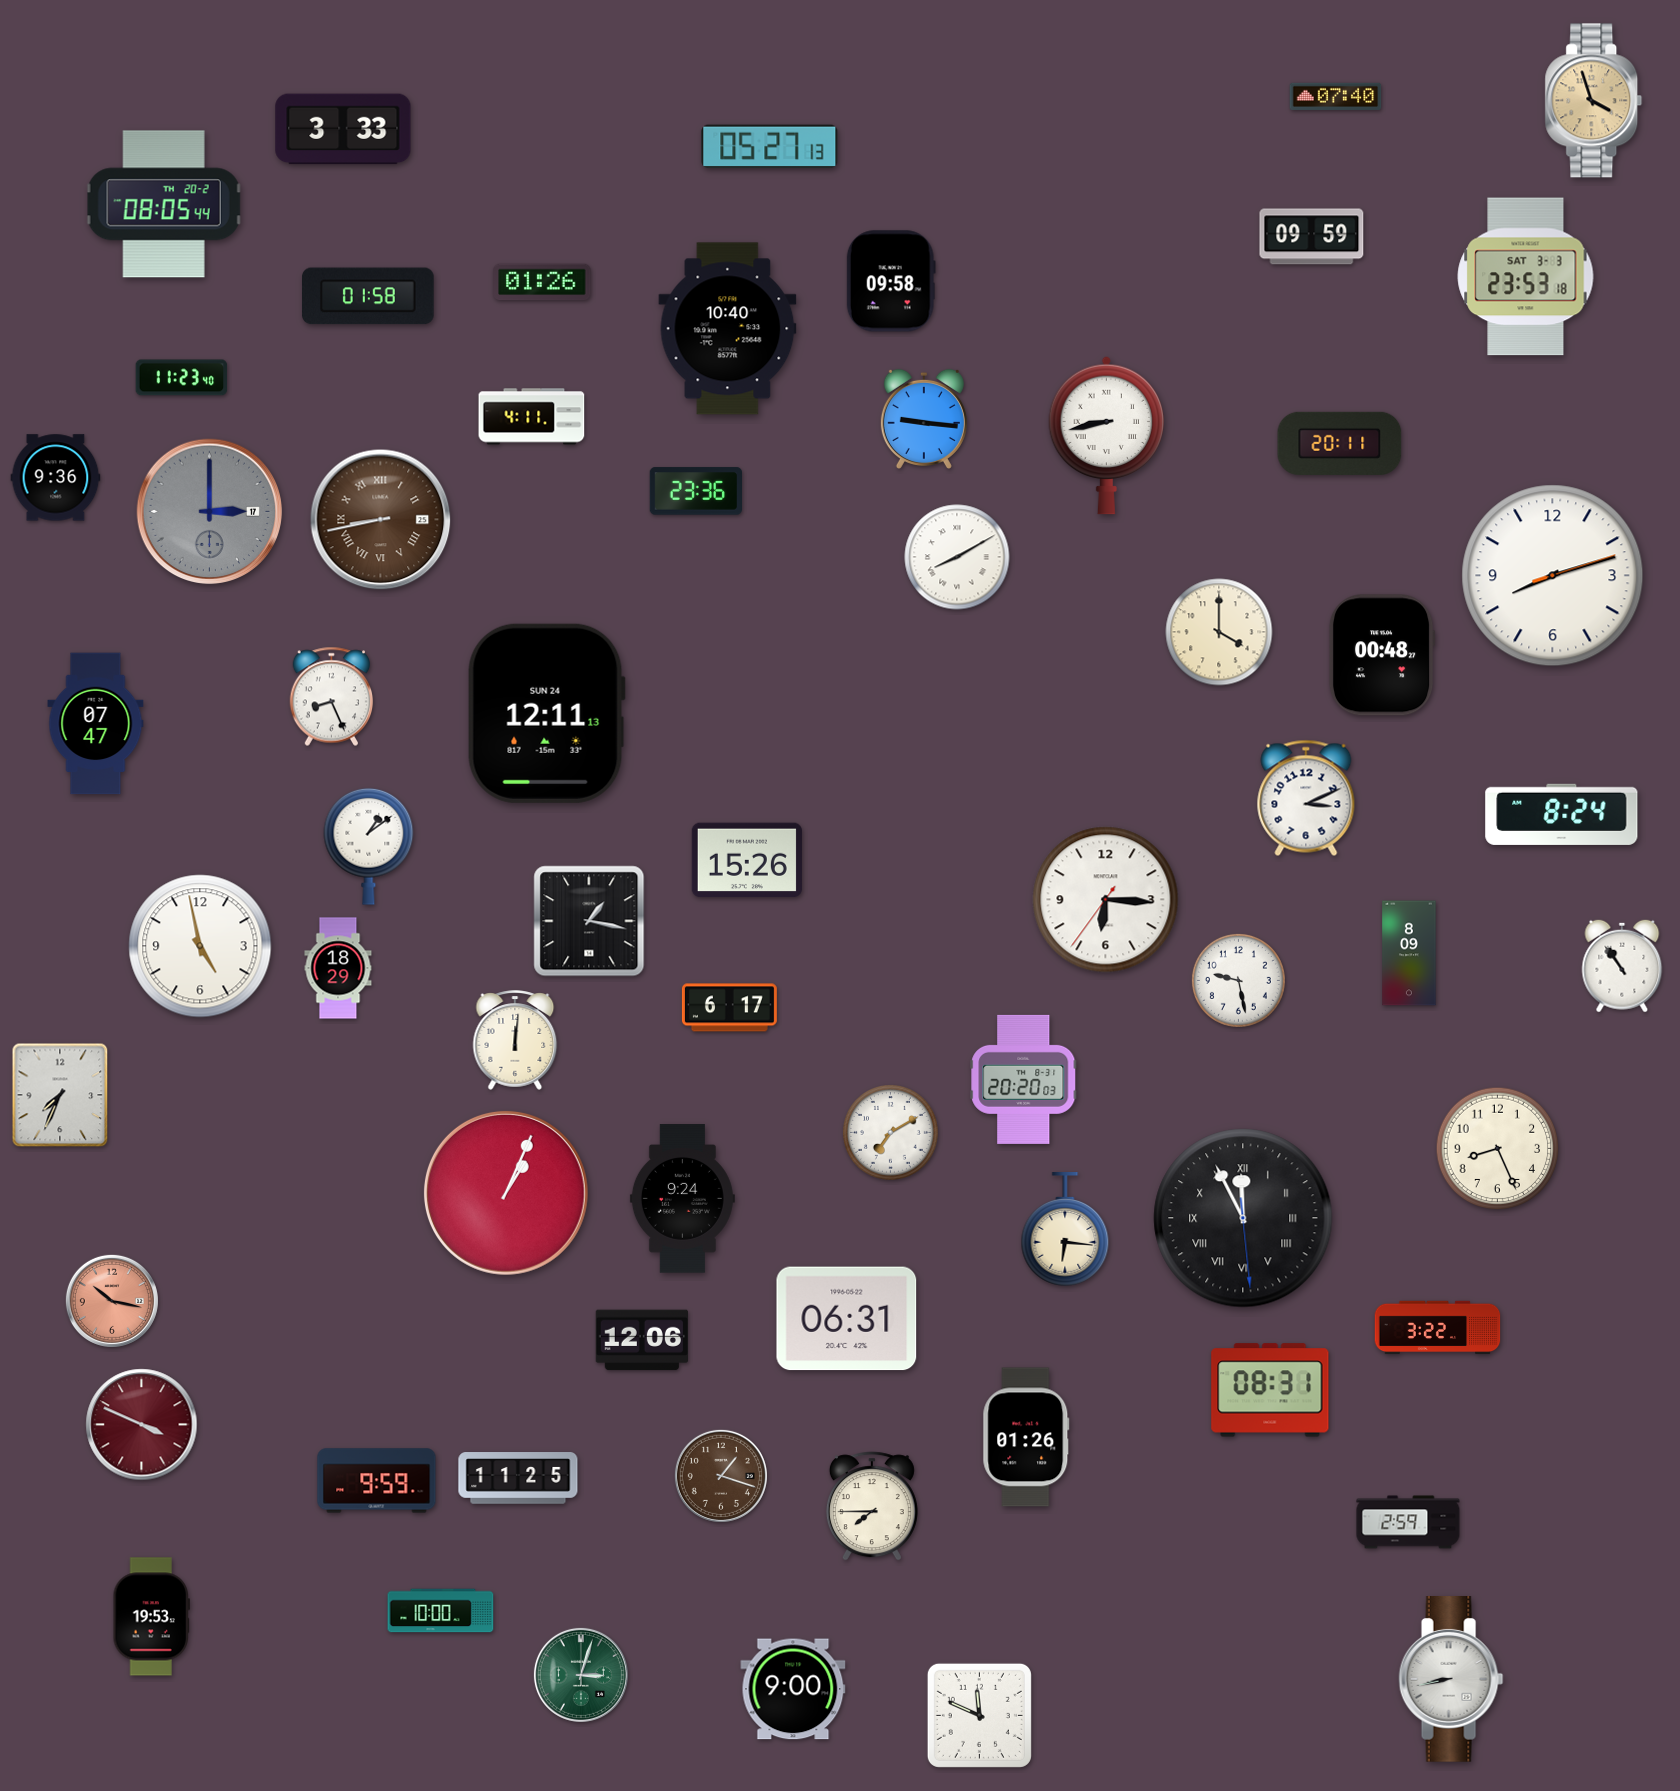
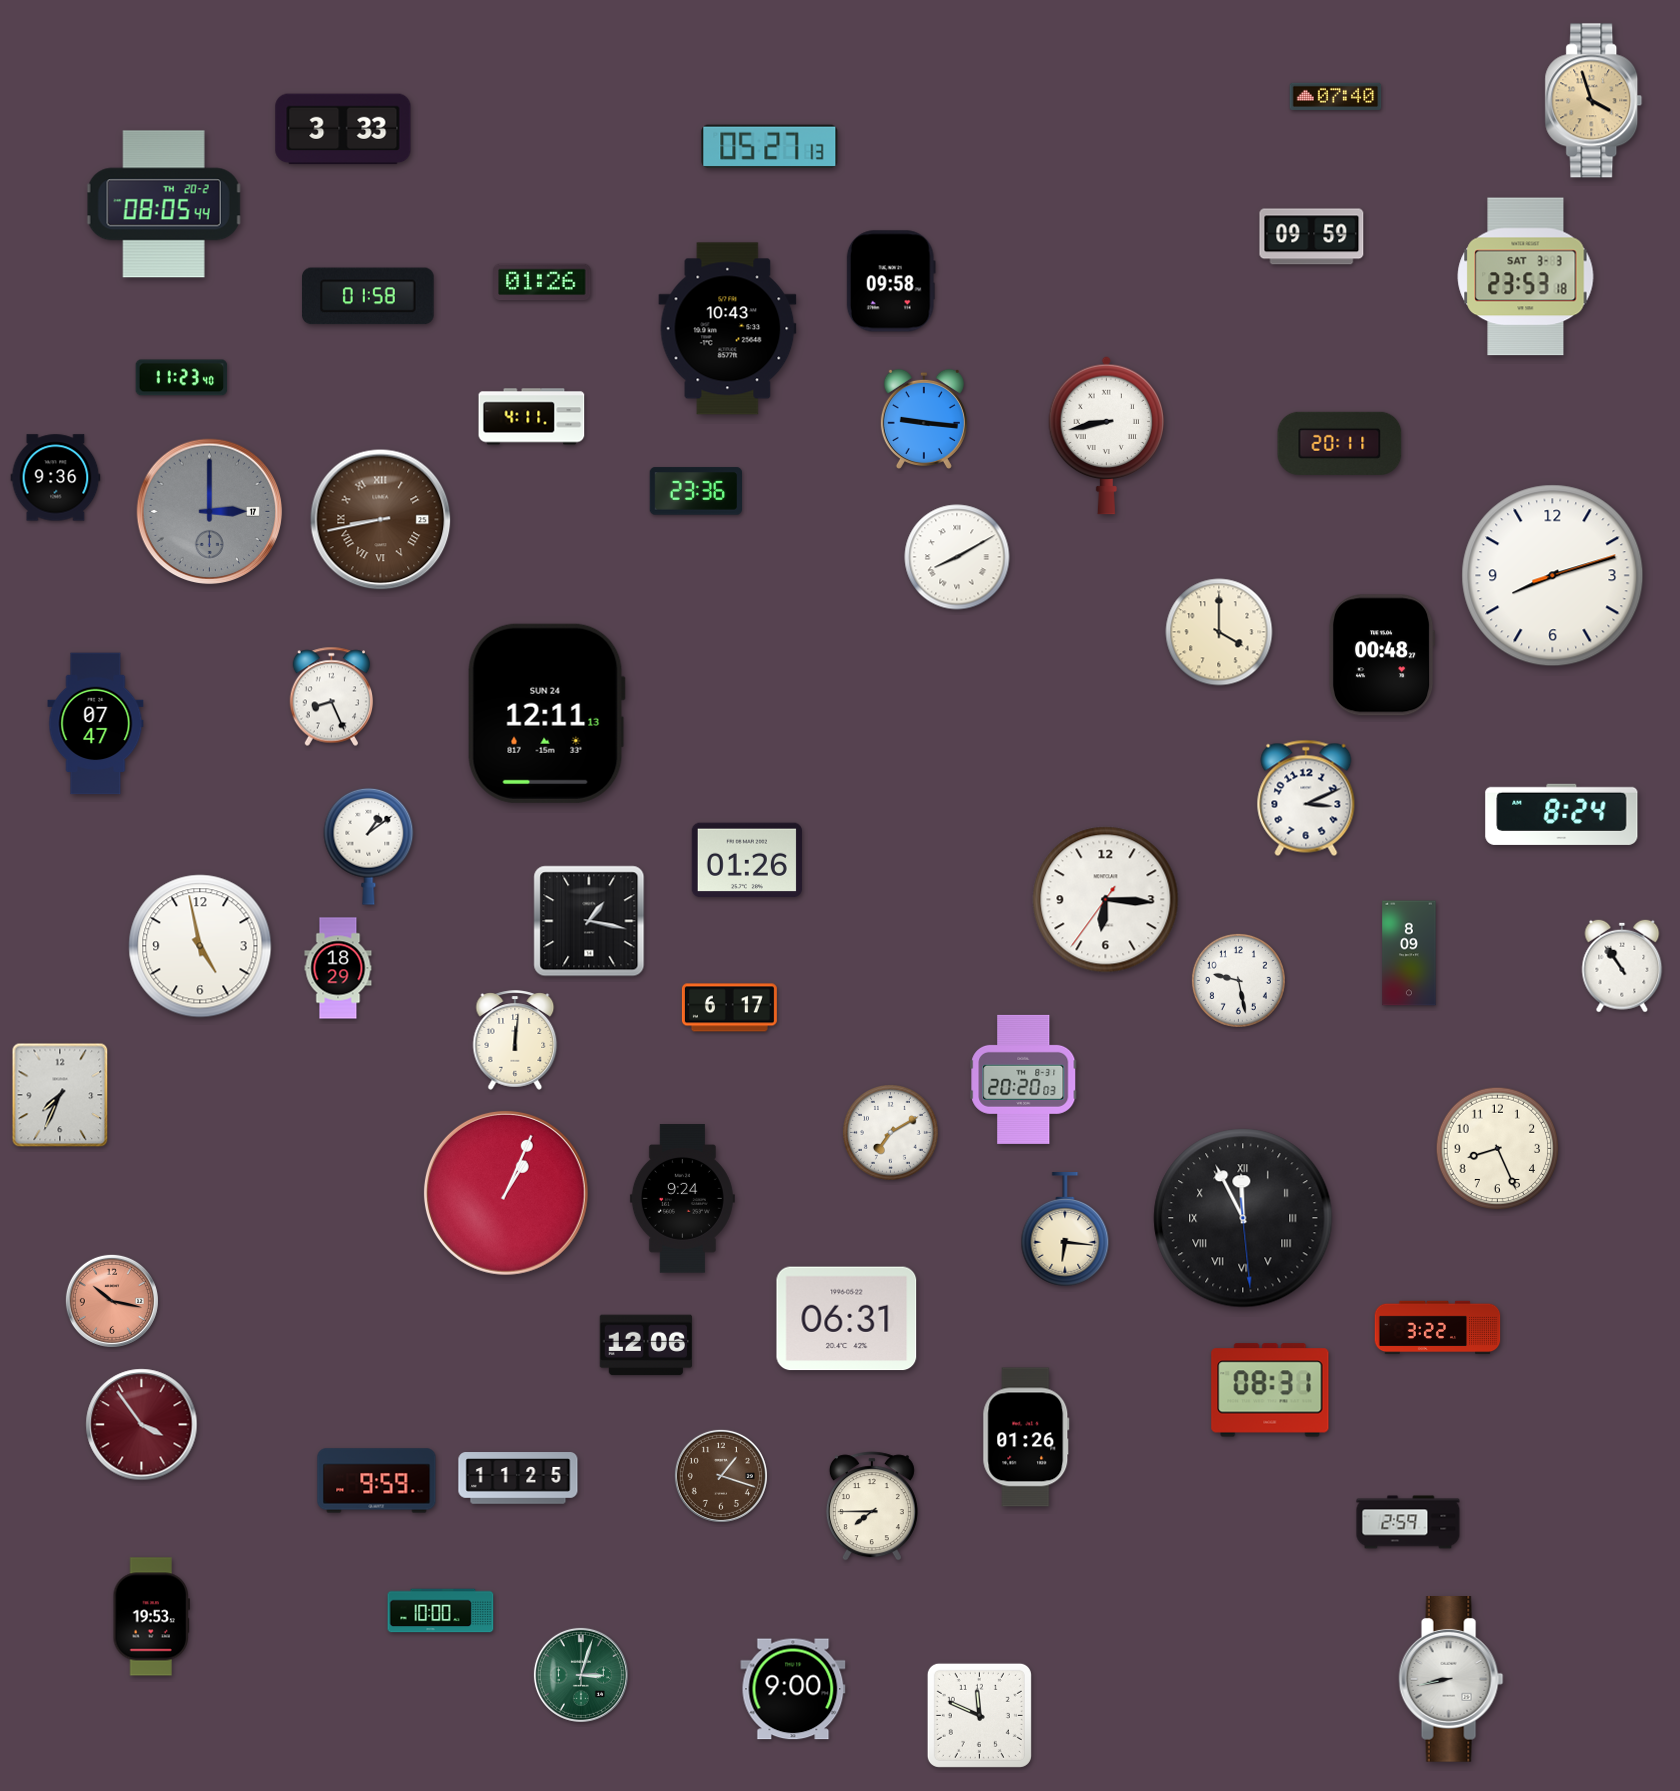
clock at (728, 329): 10:40 -> 10:43
clock at (747, 860): 15:26 -> 01:26
clock at (641, 1340) position: (641, 1340) -> (645, 1345)
clock at (142, 1425): 3:49 -> 3:54
